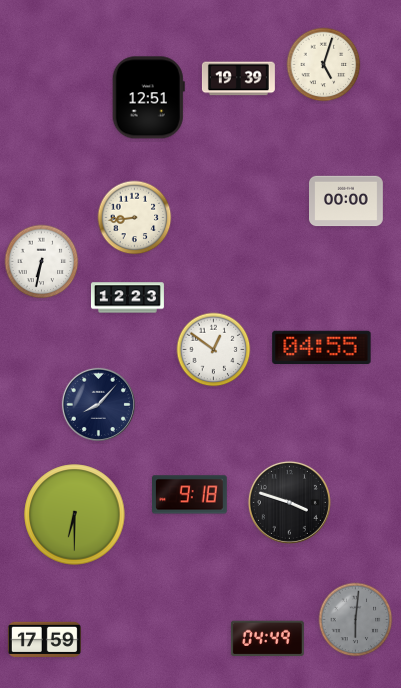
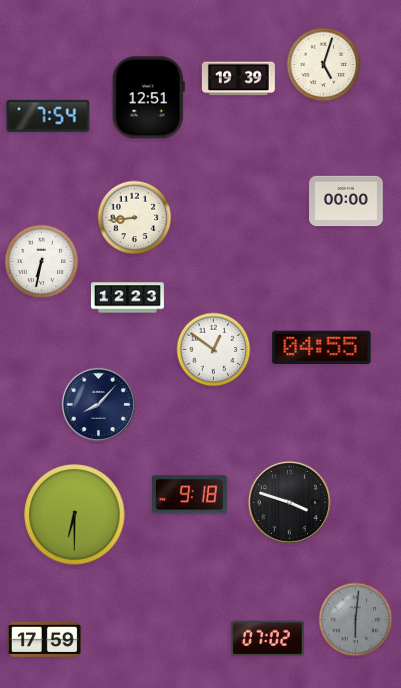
clock at (48, 116): none -> 7:54
clock at (267, 639): 04:49 -> 07:02
